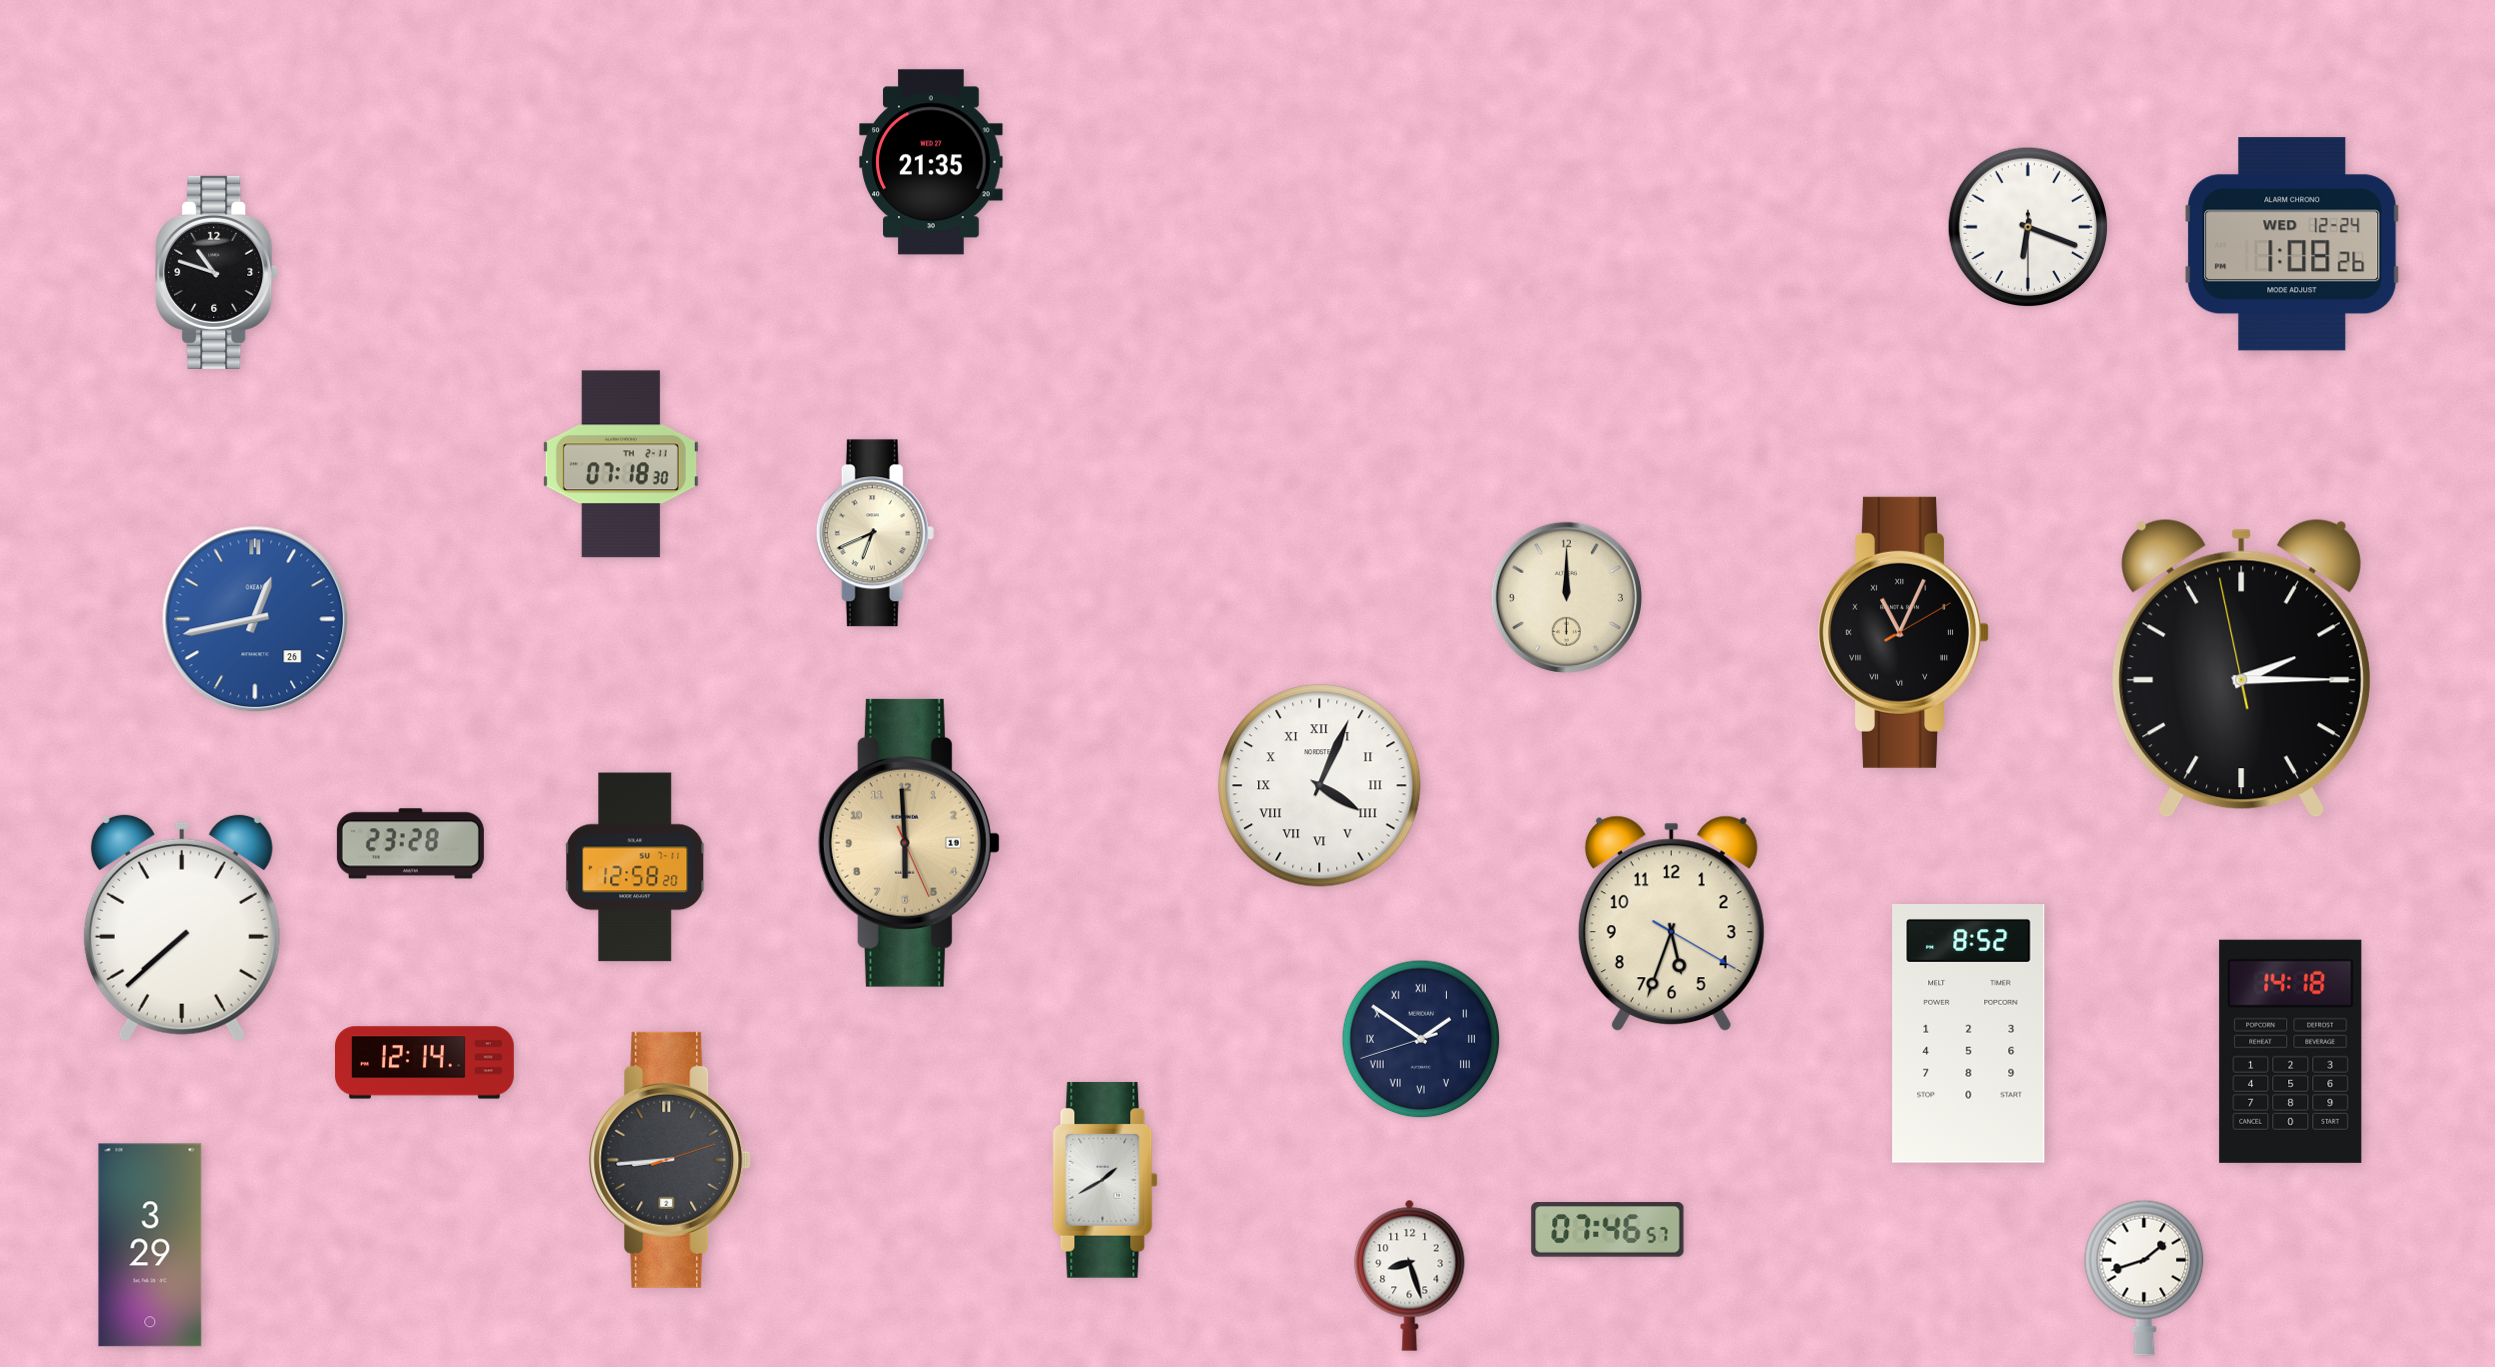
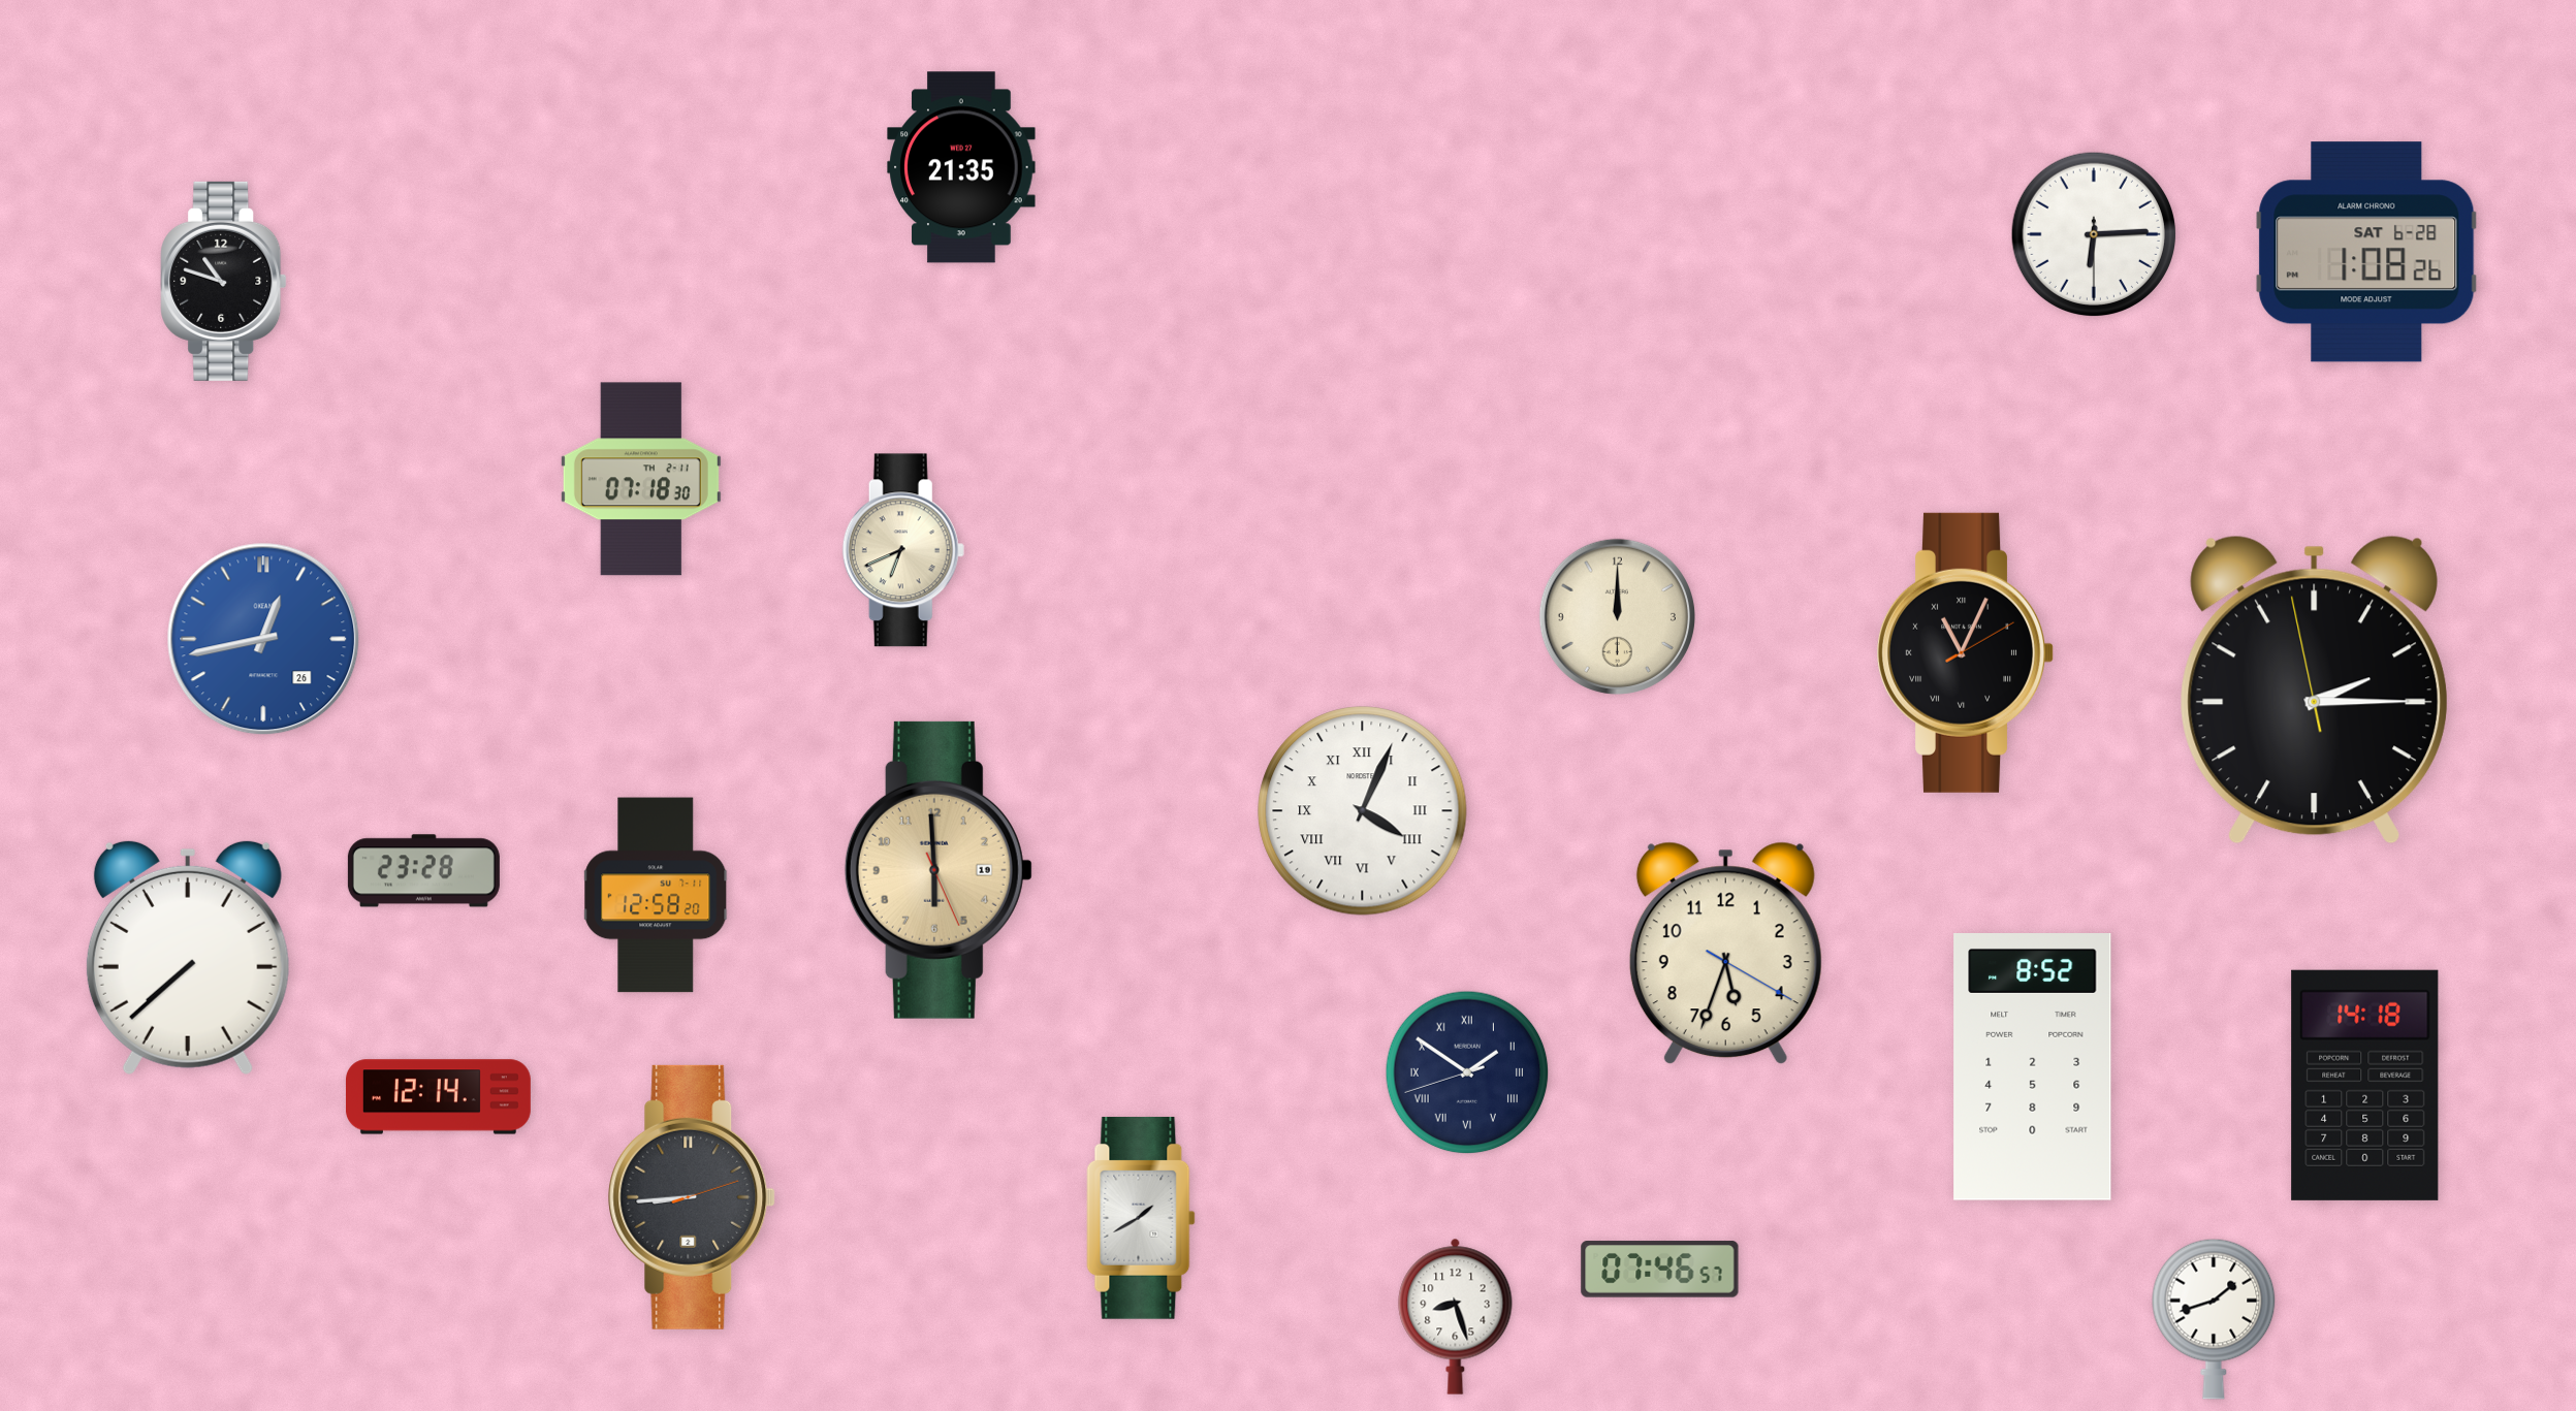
clock at (2027, 226): 6:18 -> 6:14
clock at (2292, 244) date: WED 12-24 -> SAT 6-28
clock at (150, 1245): 3:29 -> none
